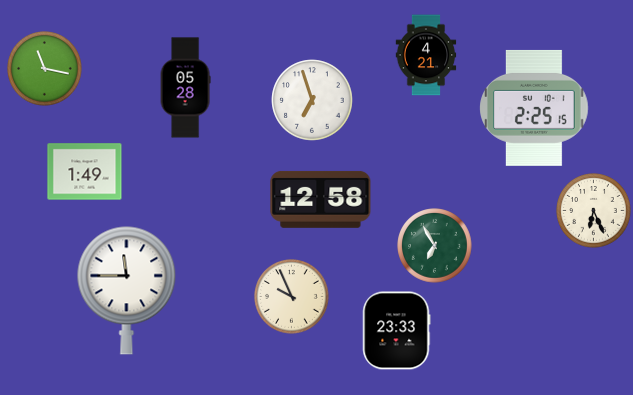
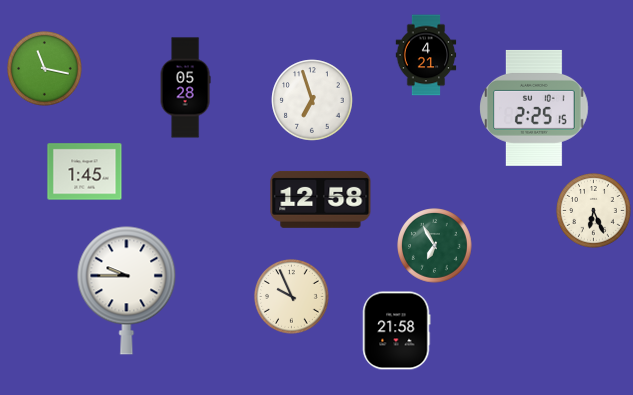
clock at (85, 172): 1:49 -> 1:45
clock at (127, 290): 11:45 -> 9:45
clock at (397, 331): 23:33 -> 21:58
